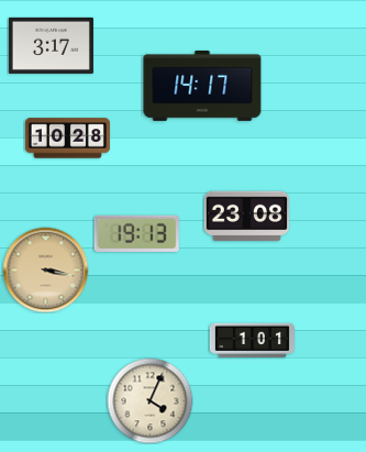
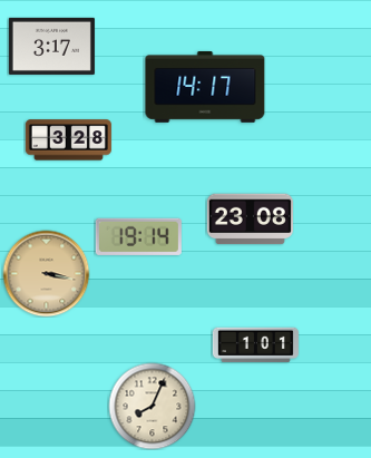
clock at (67, 139): 10:28 -> 3:28
clock at (136, 233): 19:13 -> 19:14
clock at (149, 400): 4:04 -> 8:04
